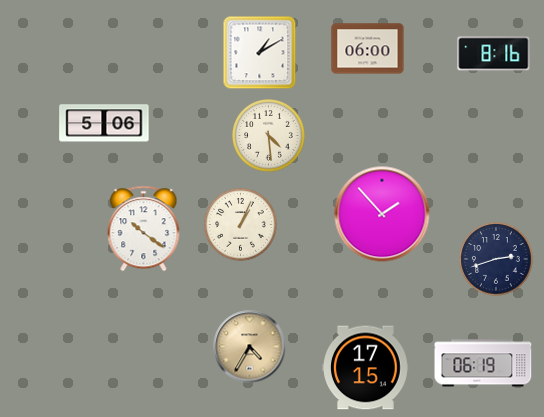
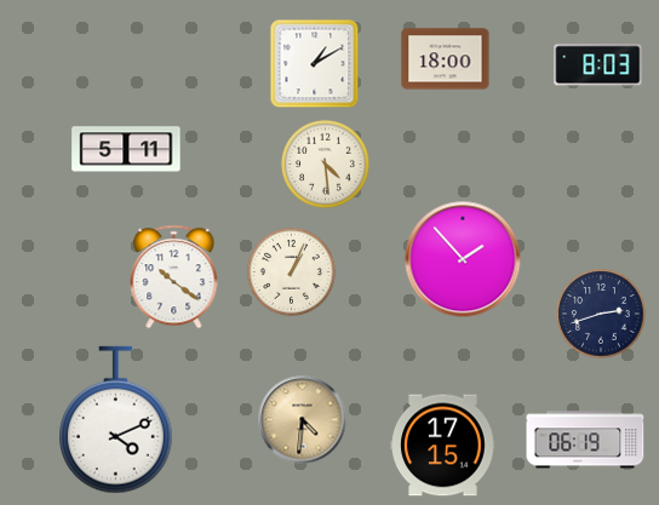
clock at (368, 49): 06:00 -> 18:00
clock at (494, 54): 8:16 -> 8:03
clock at (104, 123): 5:06 -> 5:11
clock at (116, 420): none -> 4:11
clock at (250, 347): 4:35 -> 4:31
